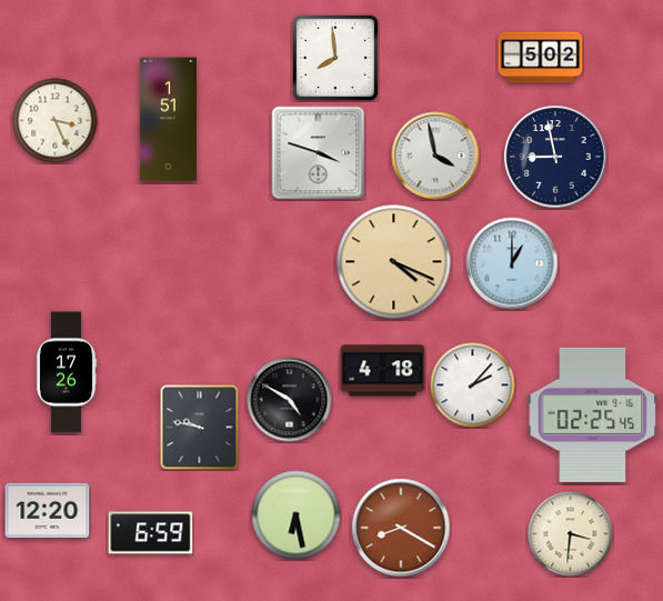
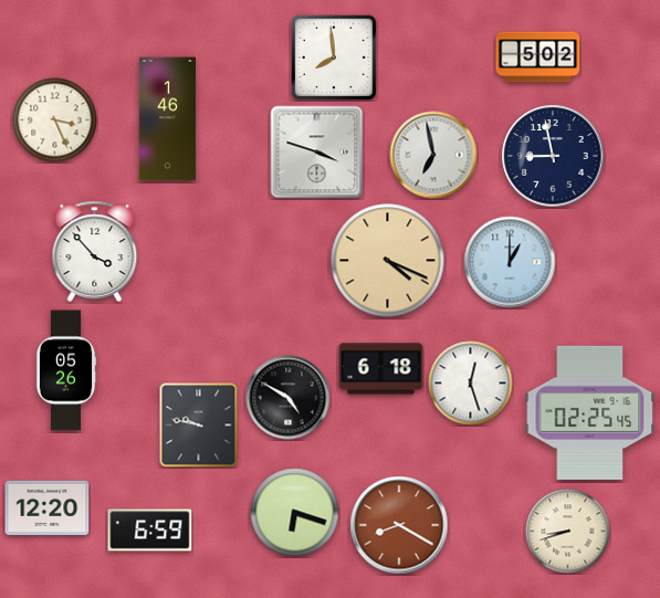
clock at (168, 120): 1:51 -> 1:46
clock at (435, 156): 3:58 -> 6:58
clock at (95, 251): none -> 3:53
clock at (394, 262) position: (394, 262) -> (388, 261)
clock at (383, 371): 4:18 -> 6:18
clock at (67, 372): 17:26 -> 05:26
clock at (473, 385): 2:07 -> 12:27
clock at (297, 515): 6:28 -> 6:18
clock at (571, 534): 3:31 -> 8:42
